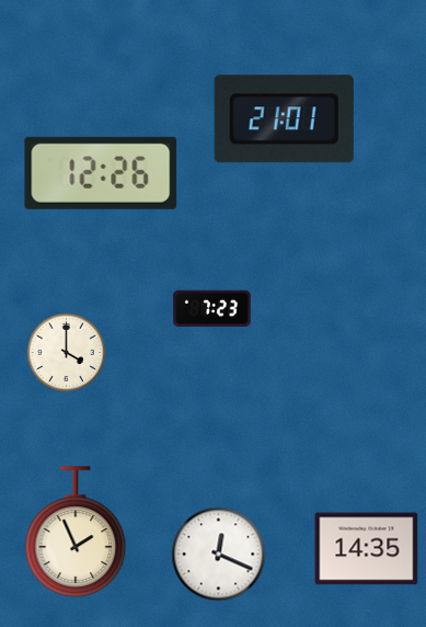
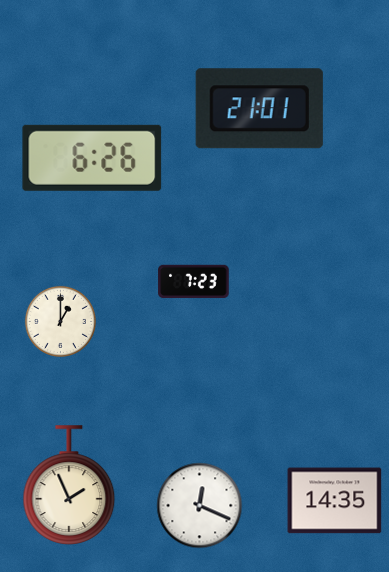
clock at (101, 173): 12:26 -> 6:26
clock at (66, 352): 4:00 -> 1:00
